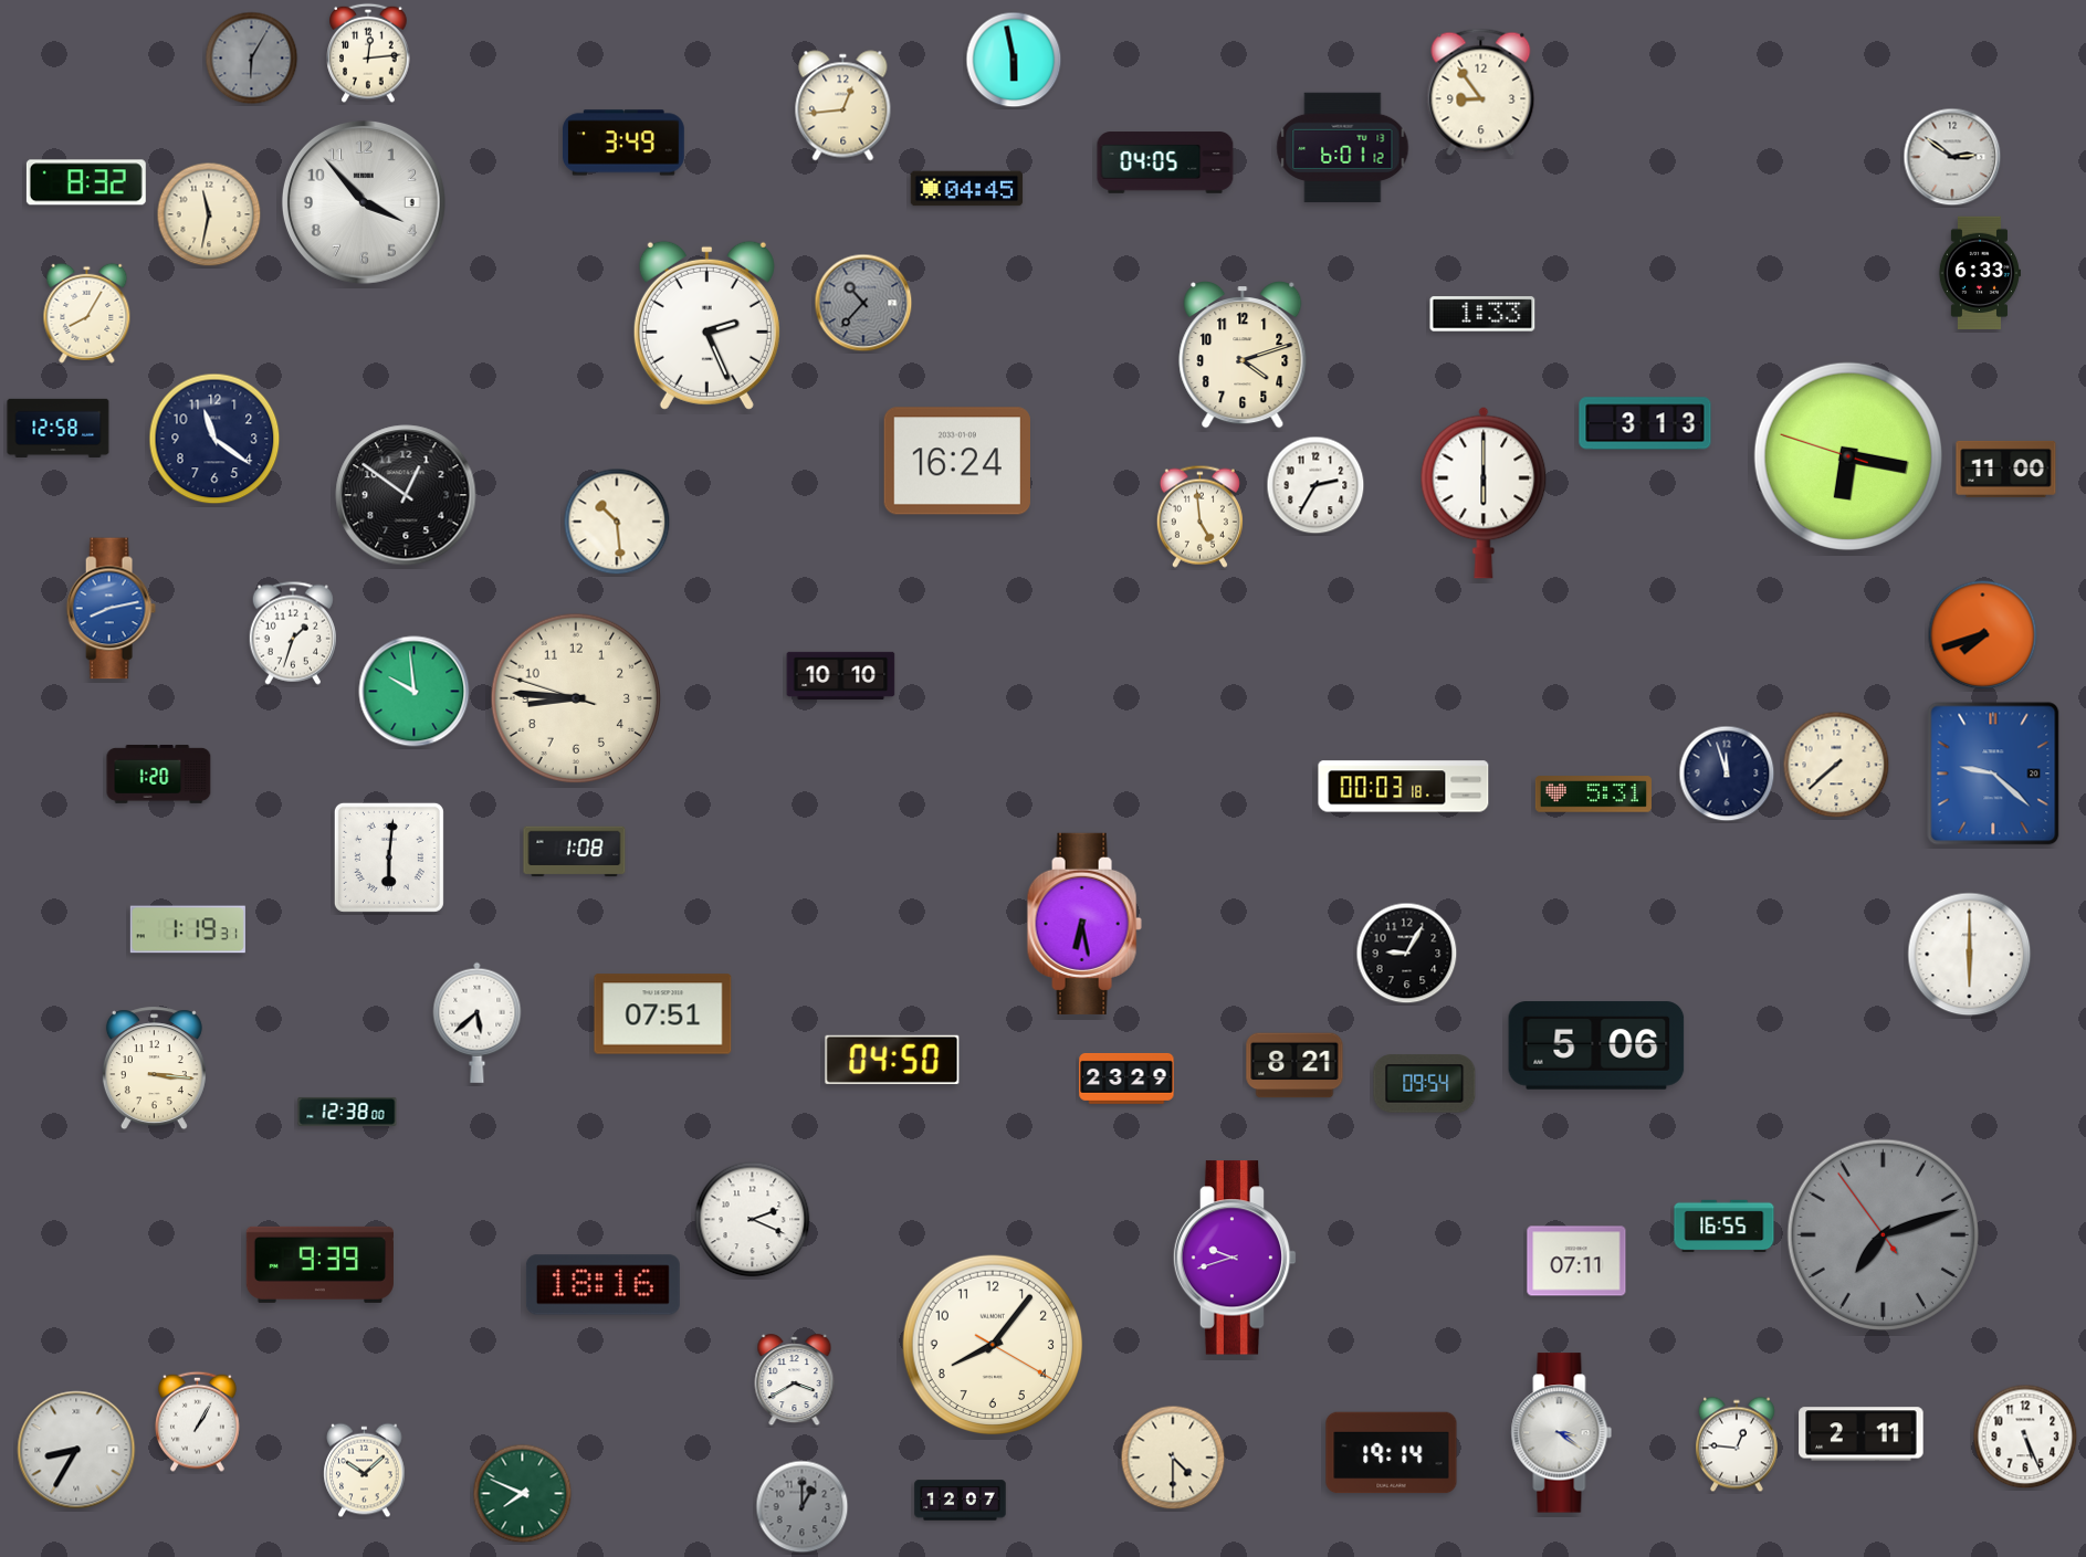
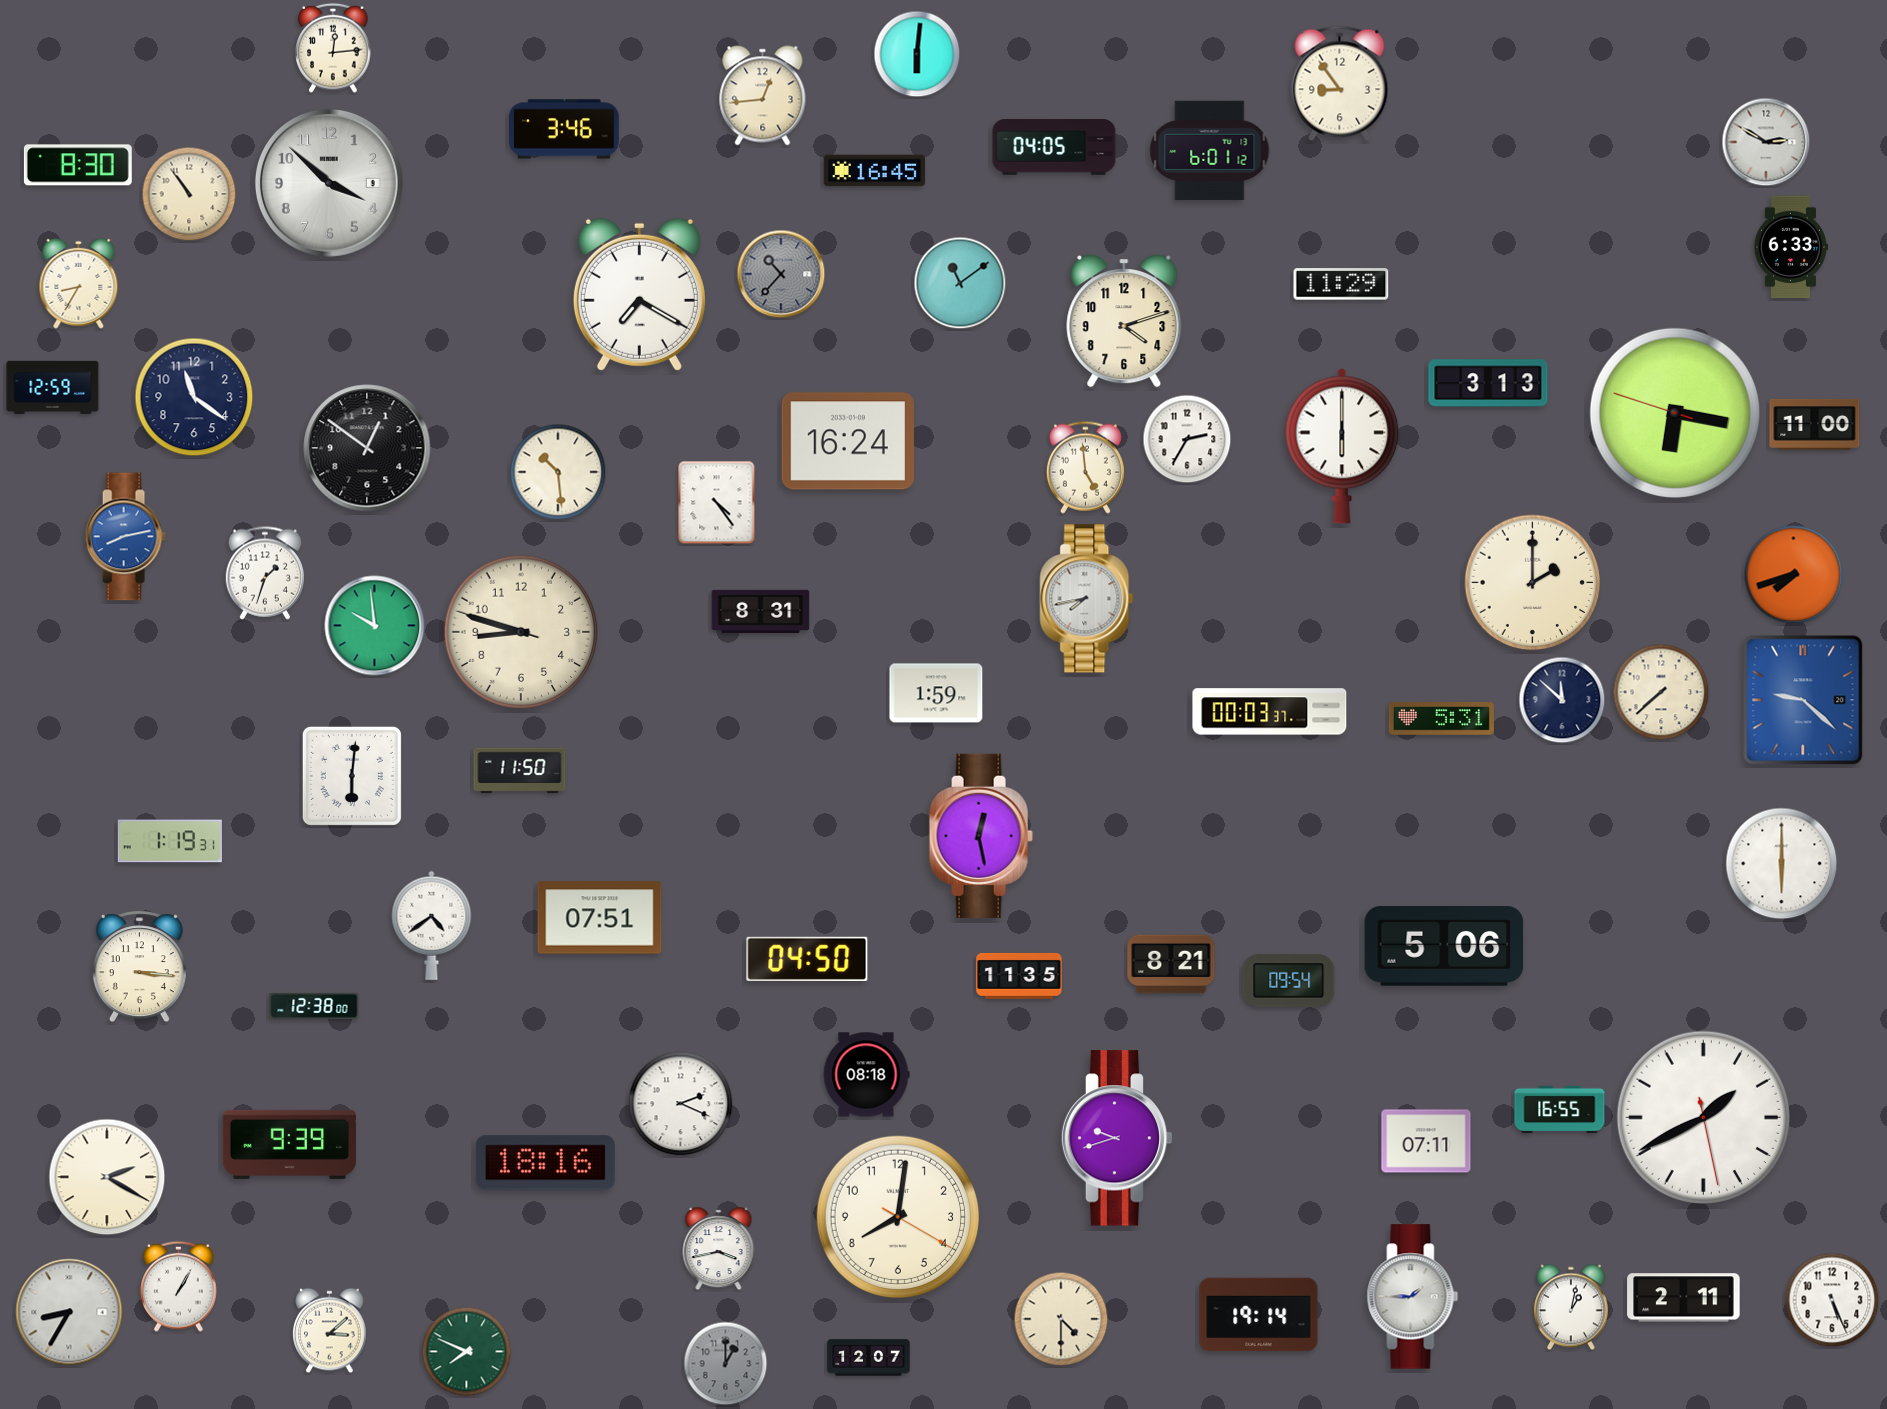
clock at (252, 59): 6:05 -> none
clock at (1014, 60): 5:58 -> 6:01
clock at (623, 143): 3:49 -> 3:46
clock at (1343, 148) position: (1343, 148) -> (1210, 151)
clock at (1952, 157): 2:51 -> 2:50
clock at (86, 182): 8:32 -> 8:30
clock at (967, 189): 04:45 -> 16:45
clock at (364, 202): 3:53 -> 3:52
clock at (209, 214): 11:32 -> 10:54
clock at (87, 313): 8:05 -> 8:35
clock at (960, 283): none -> 11:09
clock at (1482, 314): 1:33 -> 11:29
clock at (706, 325): 2:26 -> 7:20
clock at (59, 428): 12:58 -> 12:59
clock at (1847, 455) position: (1847, 455) -> (1674, 412)
clock at (957, 461) position: (957, 461) -> (848, 441)
clock at (1315, 485) position: (1315, 485) -> (1187, 439)
clock at (717, 503): none -> 4:24
clock at (111, 609) position: (111, 609) -> (125, 537)
clock at (1533, 583): none -> 2:00
clock at (1087, 599): none -> 7:43
clock at (841, 675): 10:10 -> 8:31
clock at (576, 698): 8:45 -> 8:47
clock at (936, 693): none -> 1:59
clock at (159, 774): 1:20 -> none
clock at (1727, 774): 11:57 -> 11:52
clock at (1404, 787): 00:03:18 -> 00:03:37
clock at (575, 852): 1:08 -> 11:50
clock at (1084, 924): 6:28 -> 12:28
clock at (1407, 954): 9:05 -> none
clock at (478, 1022): 5:38 -> 4:39
clock at (1126, 1079): 23:29 -> 11:35
clock at (866, 1075): none -> 08:18
clock at (1883, 1234): 7:11 -> 1:40
clock at (1883, 1234) dial: grey -> white
clock at (107, 1177): none -> 2:20
clock at (993, 1345): 8:06 -> 8:01
clock at (795, 1380): 3:40 -> 3:43
clock at (1562, 1433): 3:21 -> 1:45
clock at (1737, 1444): 12:46 -> 1:02
clock at (365, 1471): 10:08 -> 3:08
clock at (523, 1494) position: (523, 1494) -> (467, 1352)
